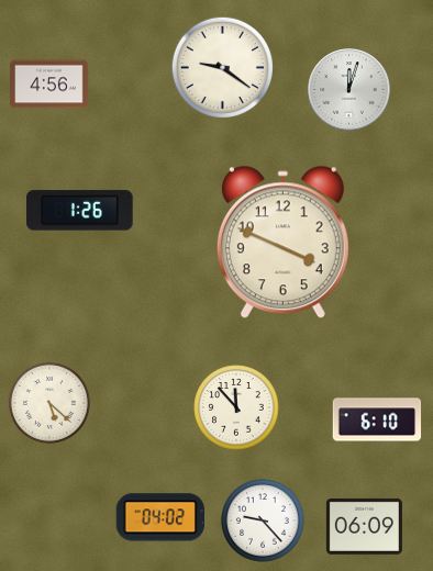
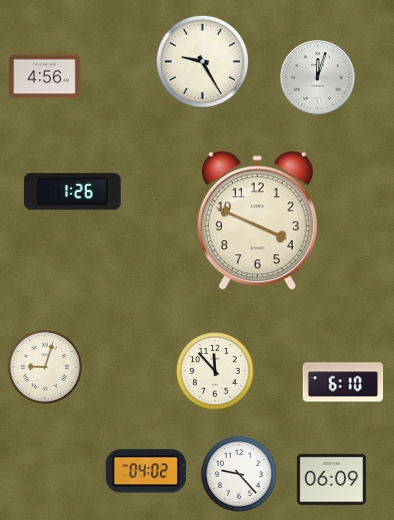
clock at (222, 67): 9:21 -> 9:25
clock at (349, 90) position: (349, 90) -> (318, 78)
clock at (49, 403): 5:22 -> 9:03
